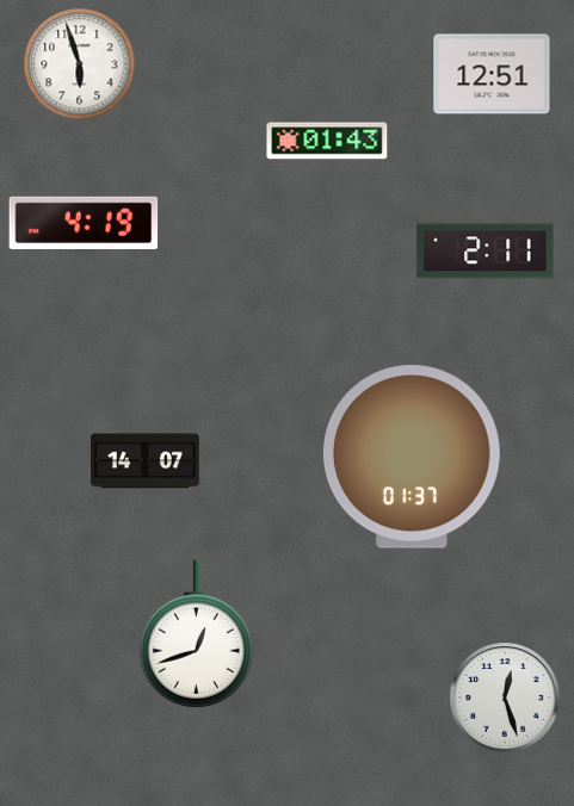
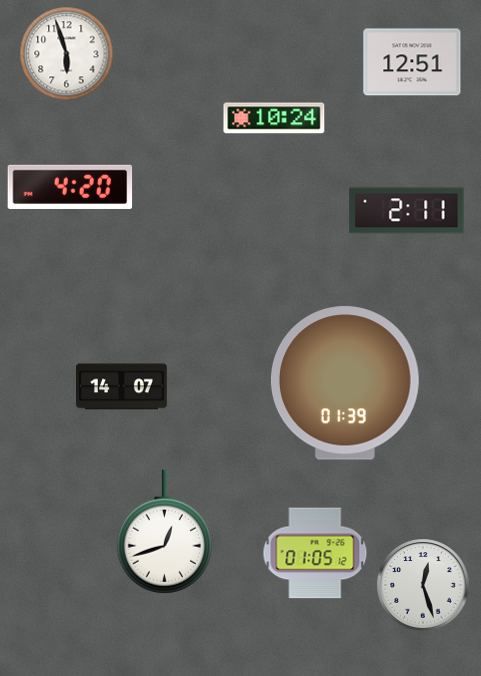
clock at (327, 141): 01:43 -> 10:24
clock at (84, 223): 4:19 -> 4:20
clock at (412, 457): 01:37 -> 01:39
clock at (315, 553): none -> 01:05
